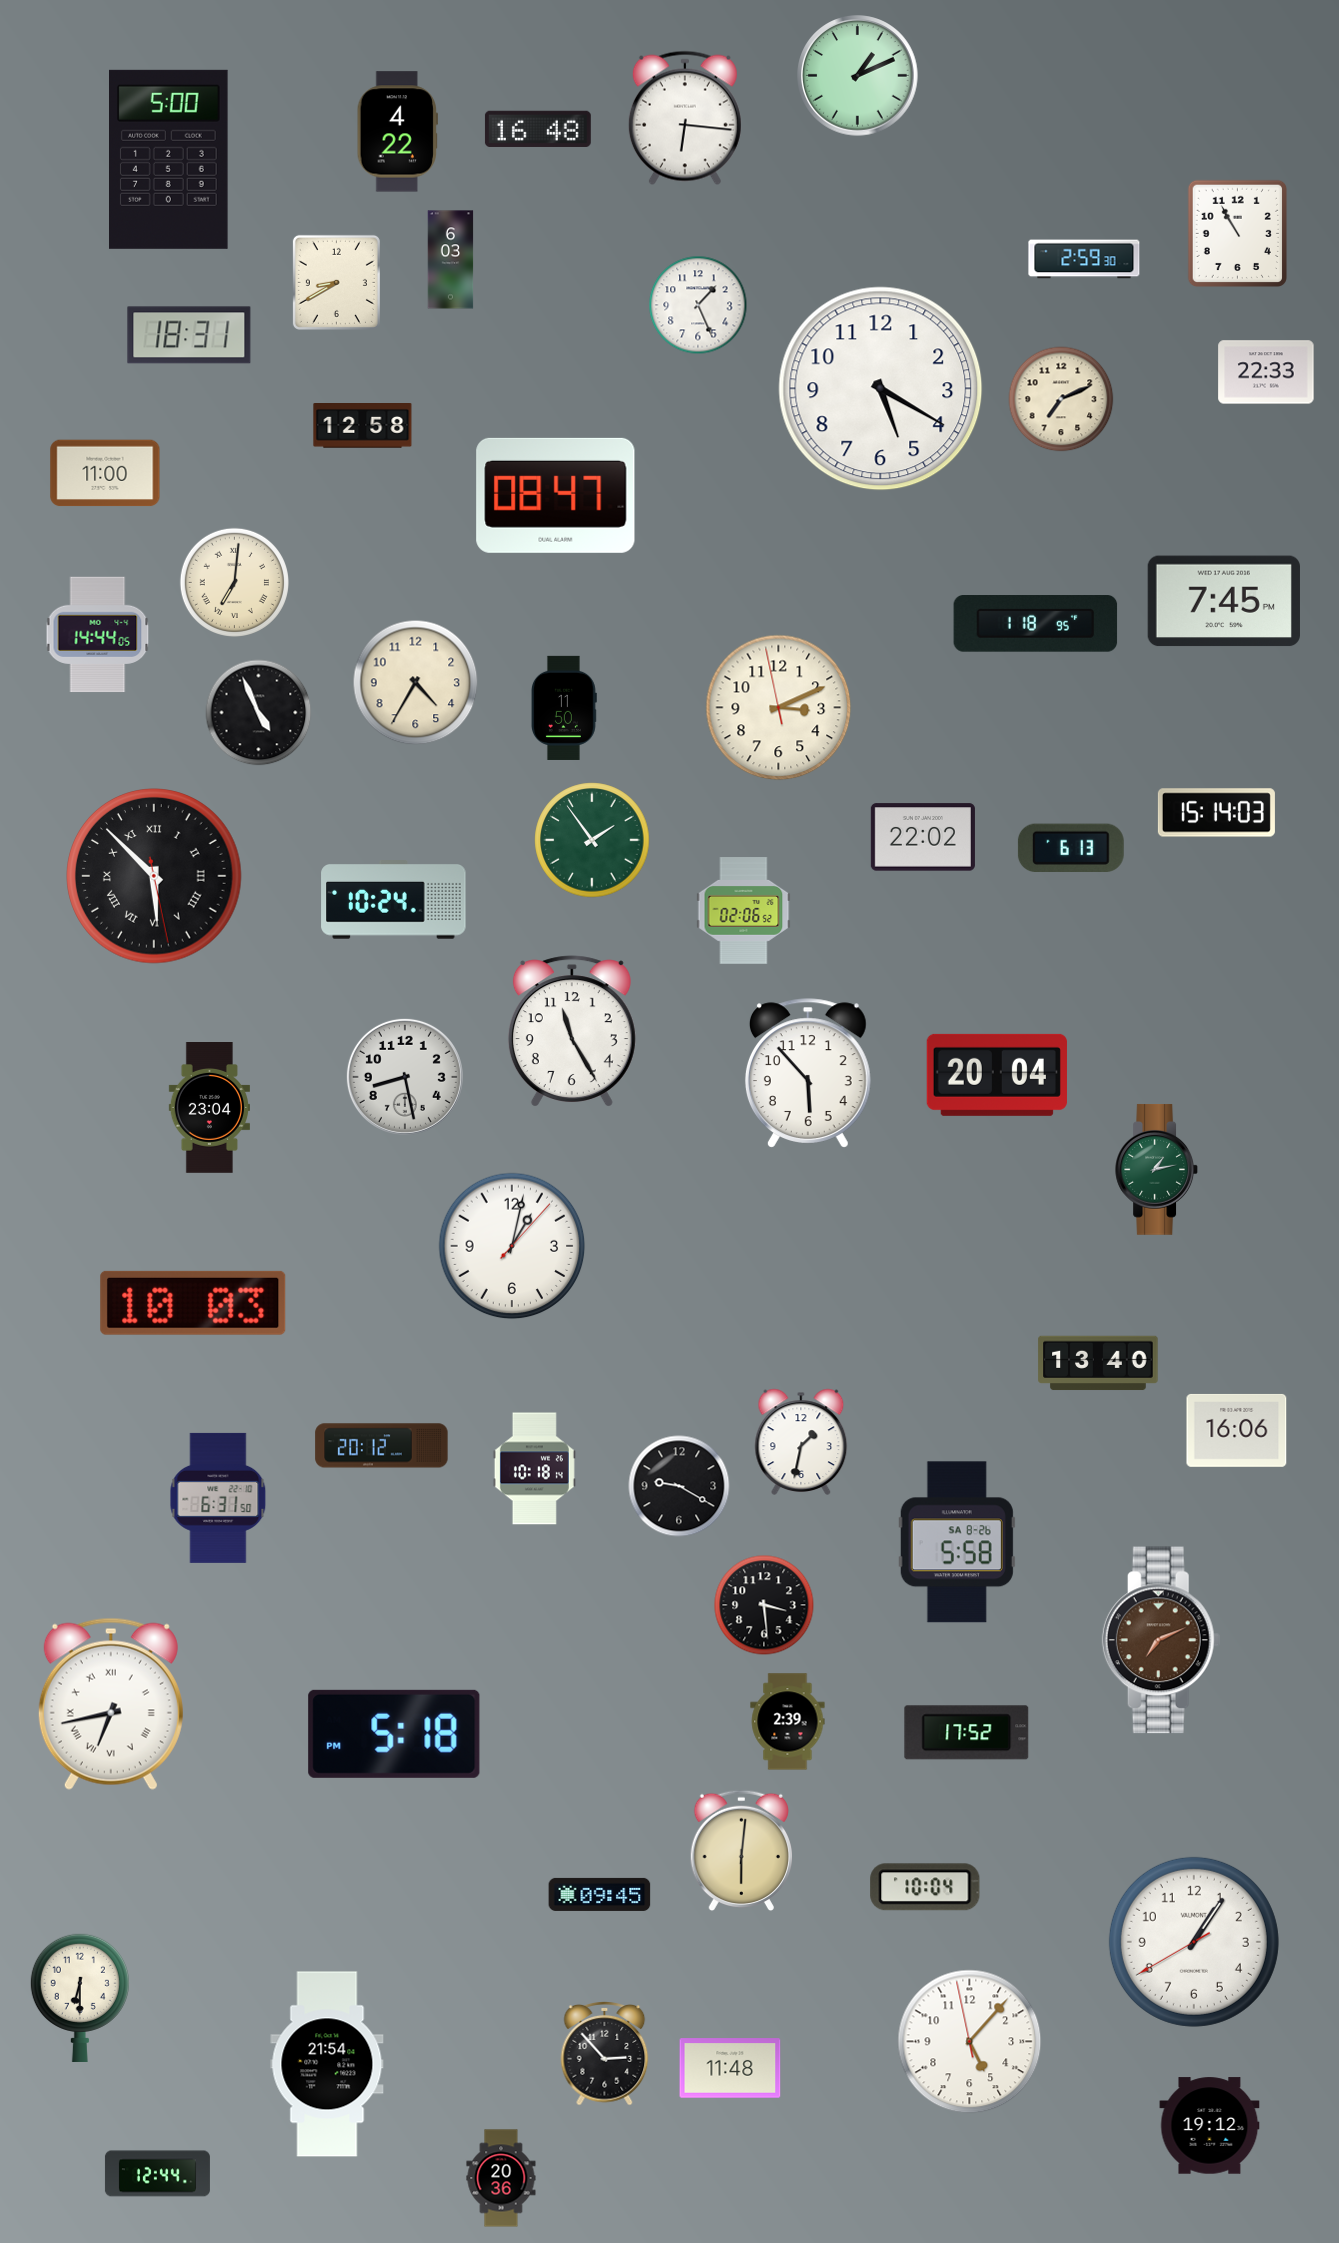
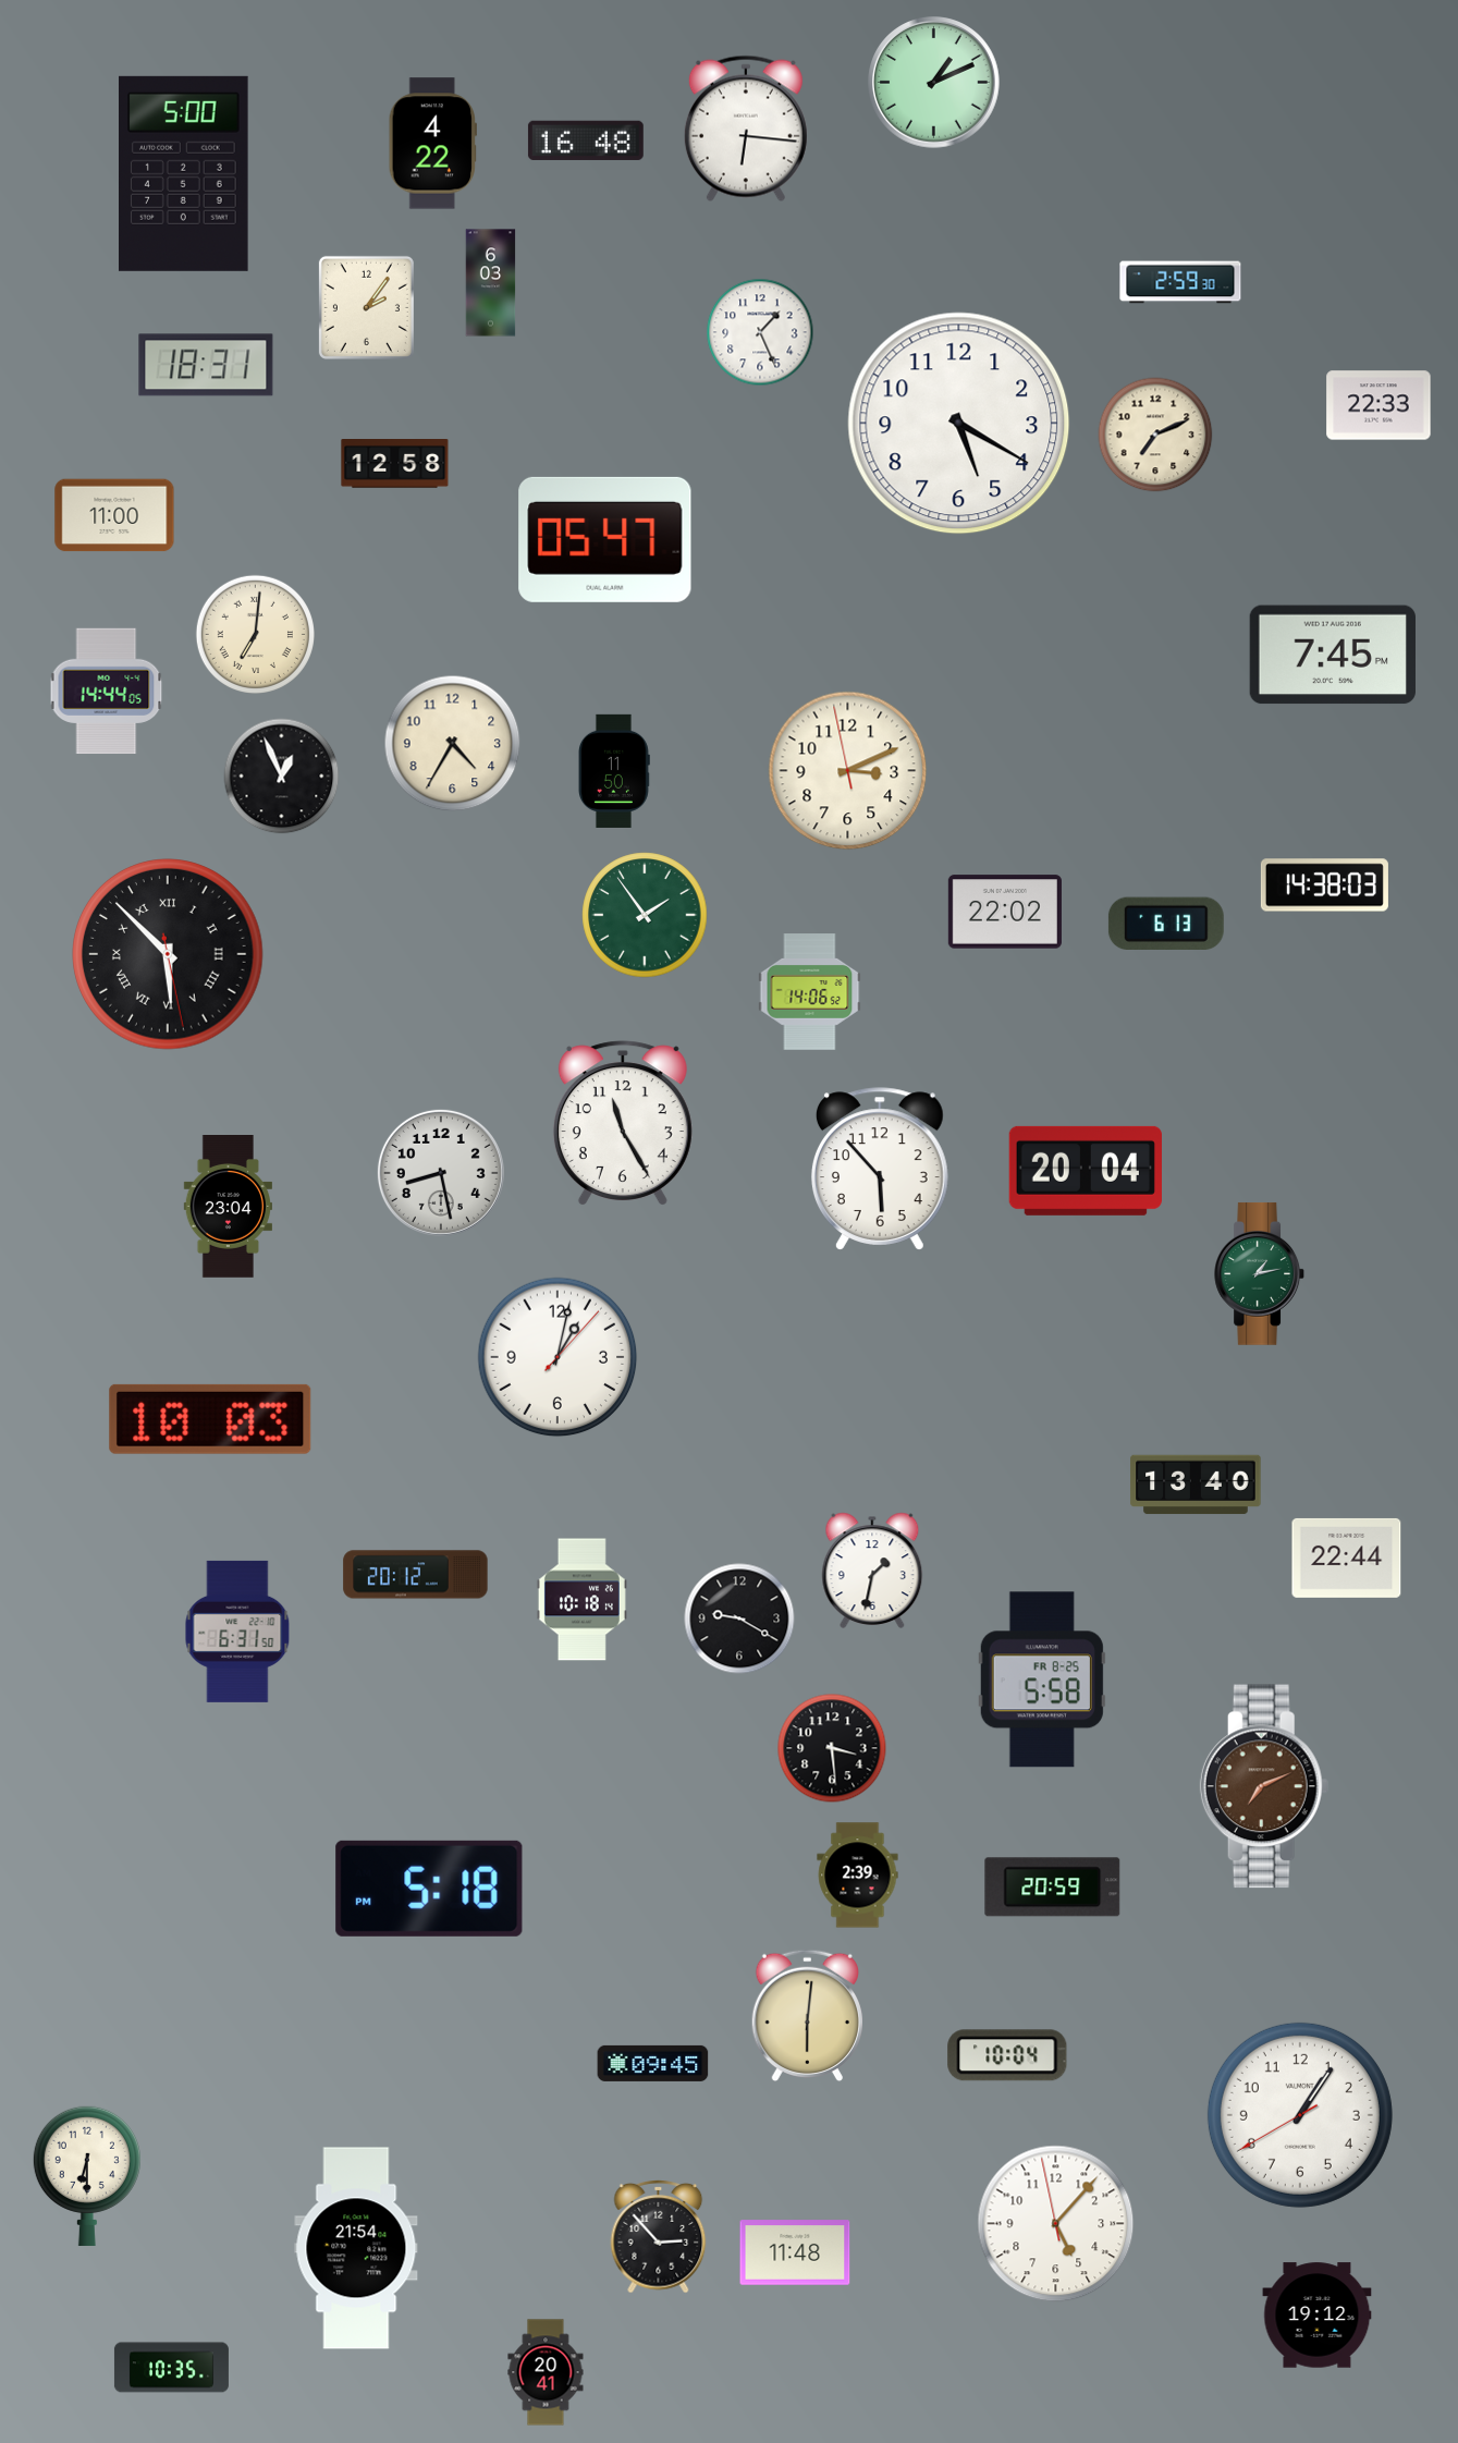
clock at (1237, 233): 10:55 -> none
clock at (336, 282): 8:40 -> 2:06
clock at (556, 495): 08:47 -> 05:47
clock at (1036, 624): 1:18 -> none
clock at (259, 713): 4:56 -> 12:56
clock at (1216, 813): 15:14 -> 14:38
clock at (394, 900): 10:24 -> none
clock at (744, 911): 02:06 -> 14:06
clock at (1237, 1430): 16:06 -> 22:44
clock at (957, 1542) date: SA 8-26 -> FR 8-25
clock at (111, 1704): 6:43 -> none
clock at (967, 1733): 17:52 -> 20:59
clock at (157, 2174): 12:44 -> 10:35
clock at (501, 2178): 20:36 -> 20:41
